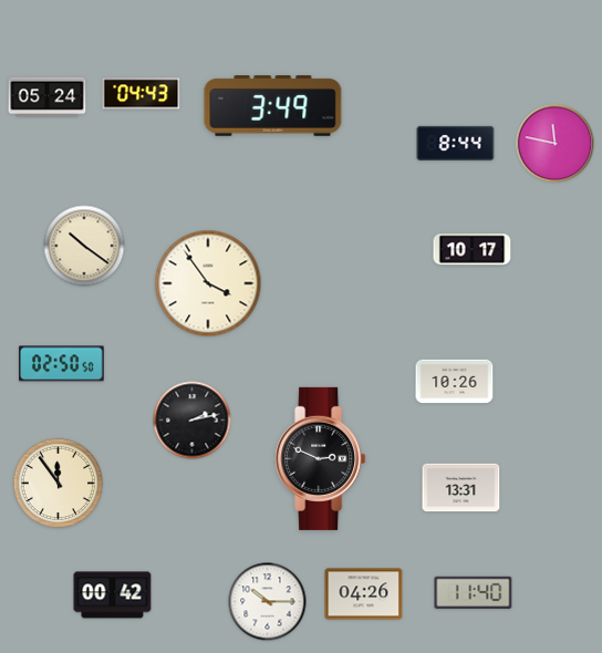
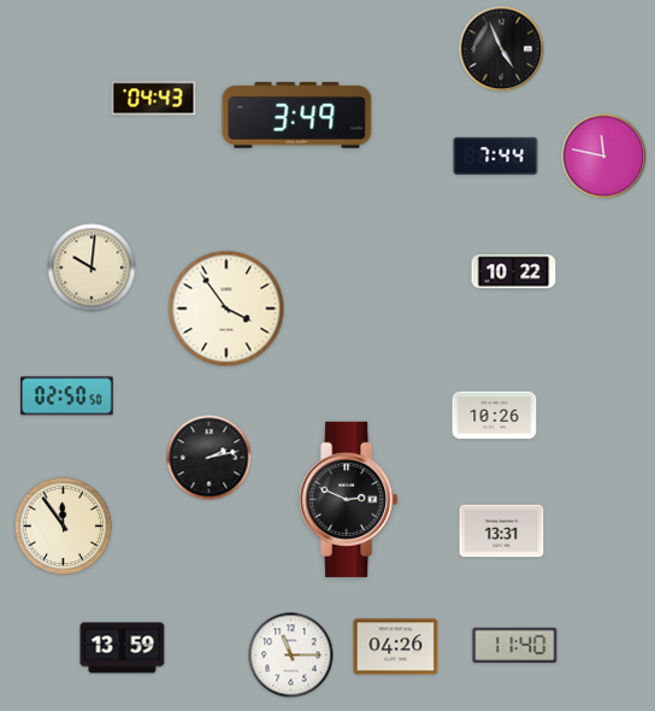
clock at (502, 49): none -> 4:56
clock at (142, 94) position: (142, 94) -> (154, 99)
clock at (48, 97): 05:24 -> none
clock at (456, 143): 8:44 -> 7:44
clock at (84, 246): 10:21 -> 10:01
clock at (473, 250): 10:17 -> 10:22
clock at (113, 595): 00:42 -> 13:59
clock at (268, 602): 10:15 -> 11:15
